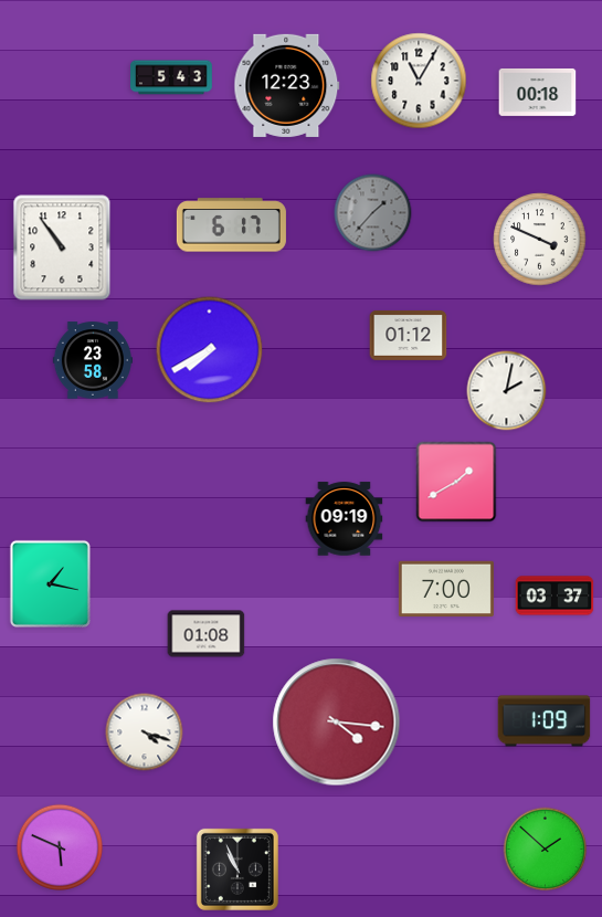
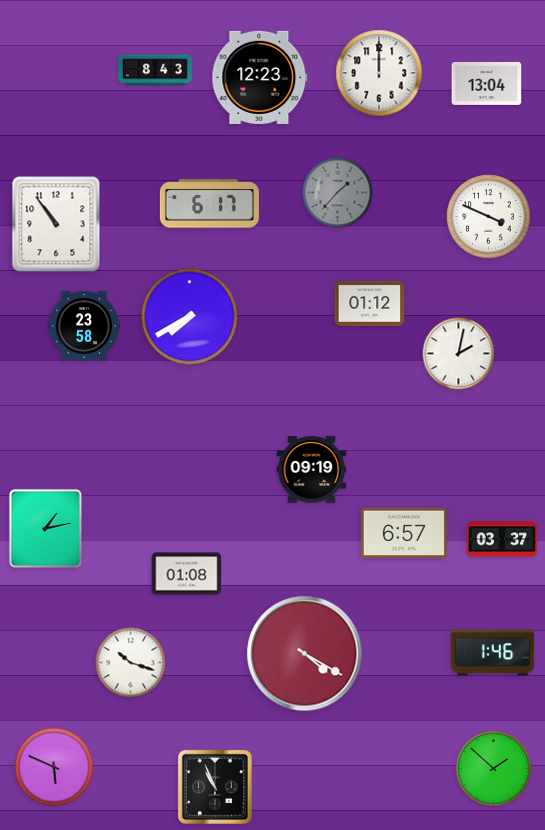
clock at (172, 77): 5:43 -> 8:43
clock at (419, 81): 11:05 -> 12:00
clock at (538, 92): 00:18 -> 13:04
clock at (456, 482): 1:40 -> none
clock at (50, 583): 1:17 -> 1:13
clock at (446, 589): 7:00 -> 6:57
clock at (545, 721): 1:09 -> 1:46
clock at (337, 723): 4:16 -> 4:20
clock at (145, 732): 4:18 -> 10:18
